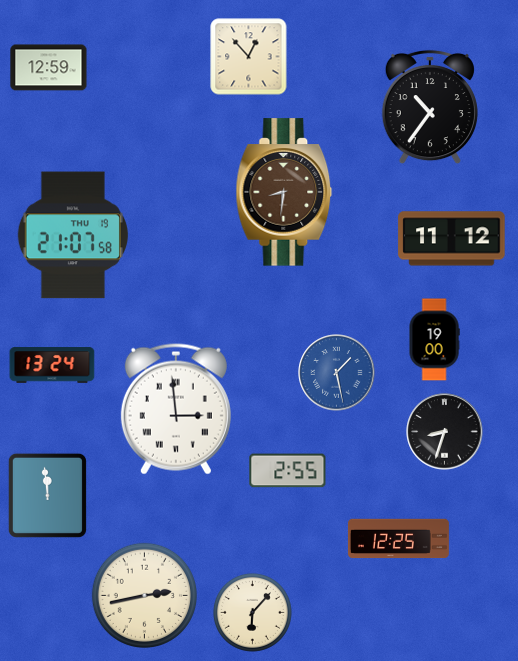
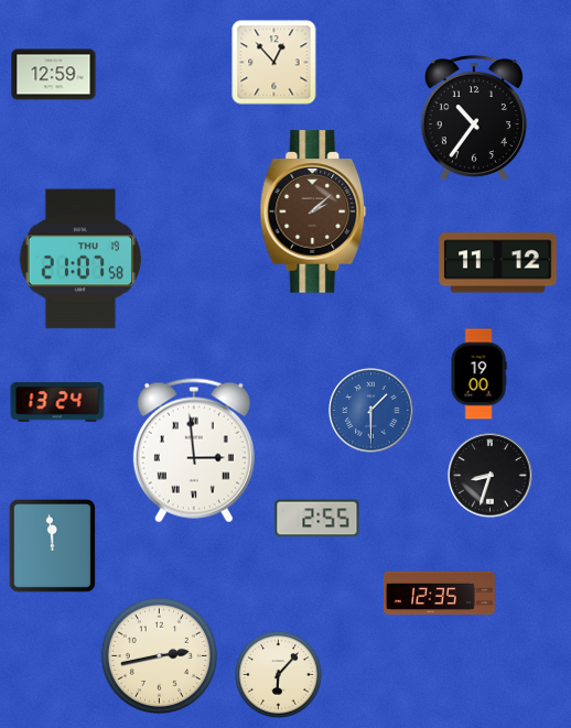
clock at (284, 192): 8:31 -> 2:08
clock at (337, 373): 1:28 -> 1:30
clock at (398, 539): 12:25 -> 12:35
